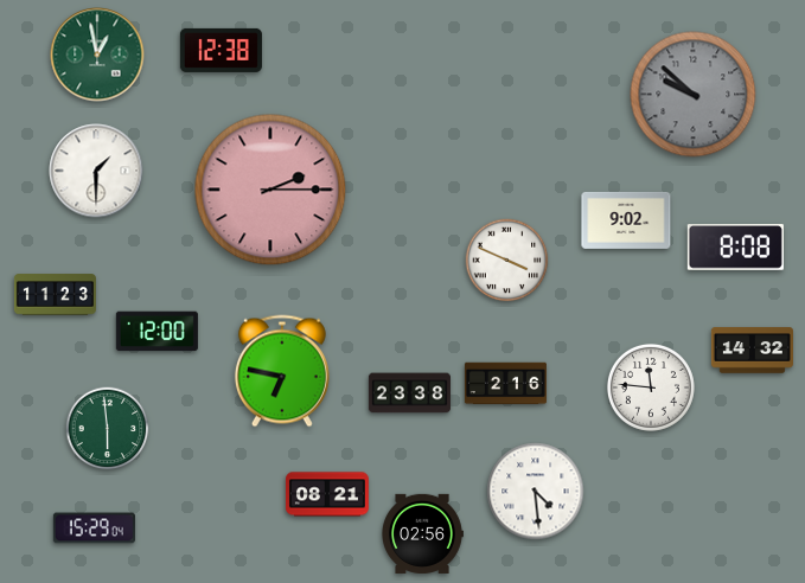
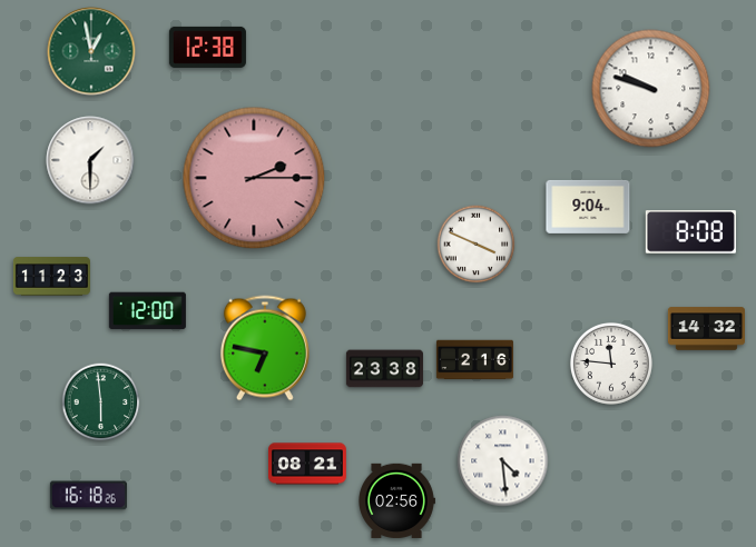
clock at (694, 95): 9:52 -> 9:48
clock at (694, 95) dial: grey -> white
clock at (626, 220): 9:02 -> 9:04
clock at (94, 528): 15:29 -> 16:18
